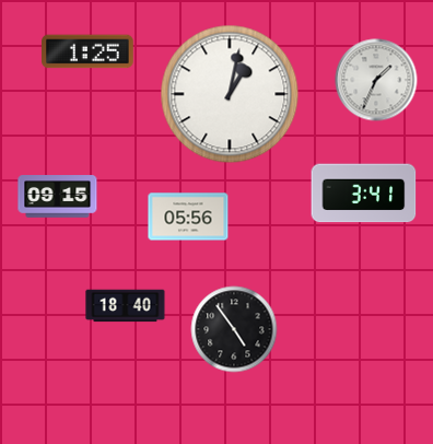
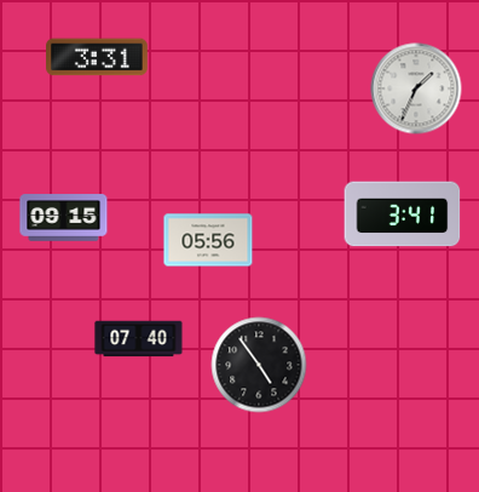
clock at (89, 51): 1:25 -> 3:31
clock at (230, 94): 1:02 -> none
clock at (126, 306): 18:40 -> 07:40
